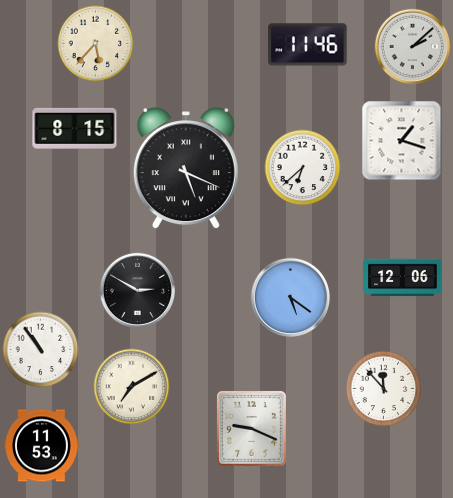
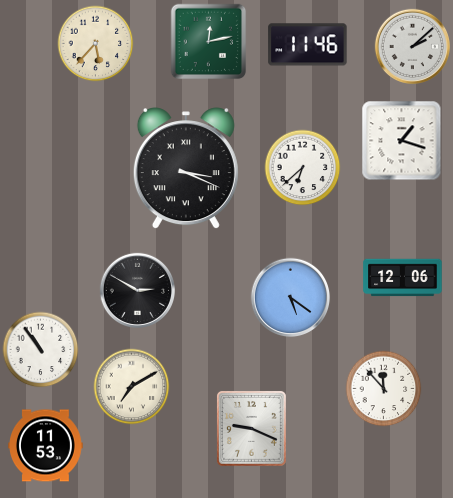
clock at (209, 42): none -> 12:13
clock at (75, 128): 8:15 -> none
clock at (186, 169): 5:19 -> 3:19
clock at (42, 446) position: (42, 446) -> (46, 446)
